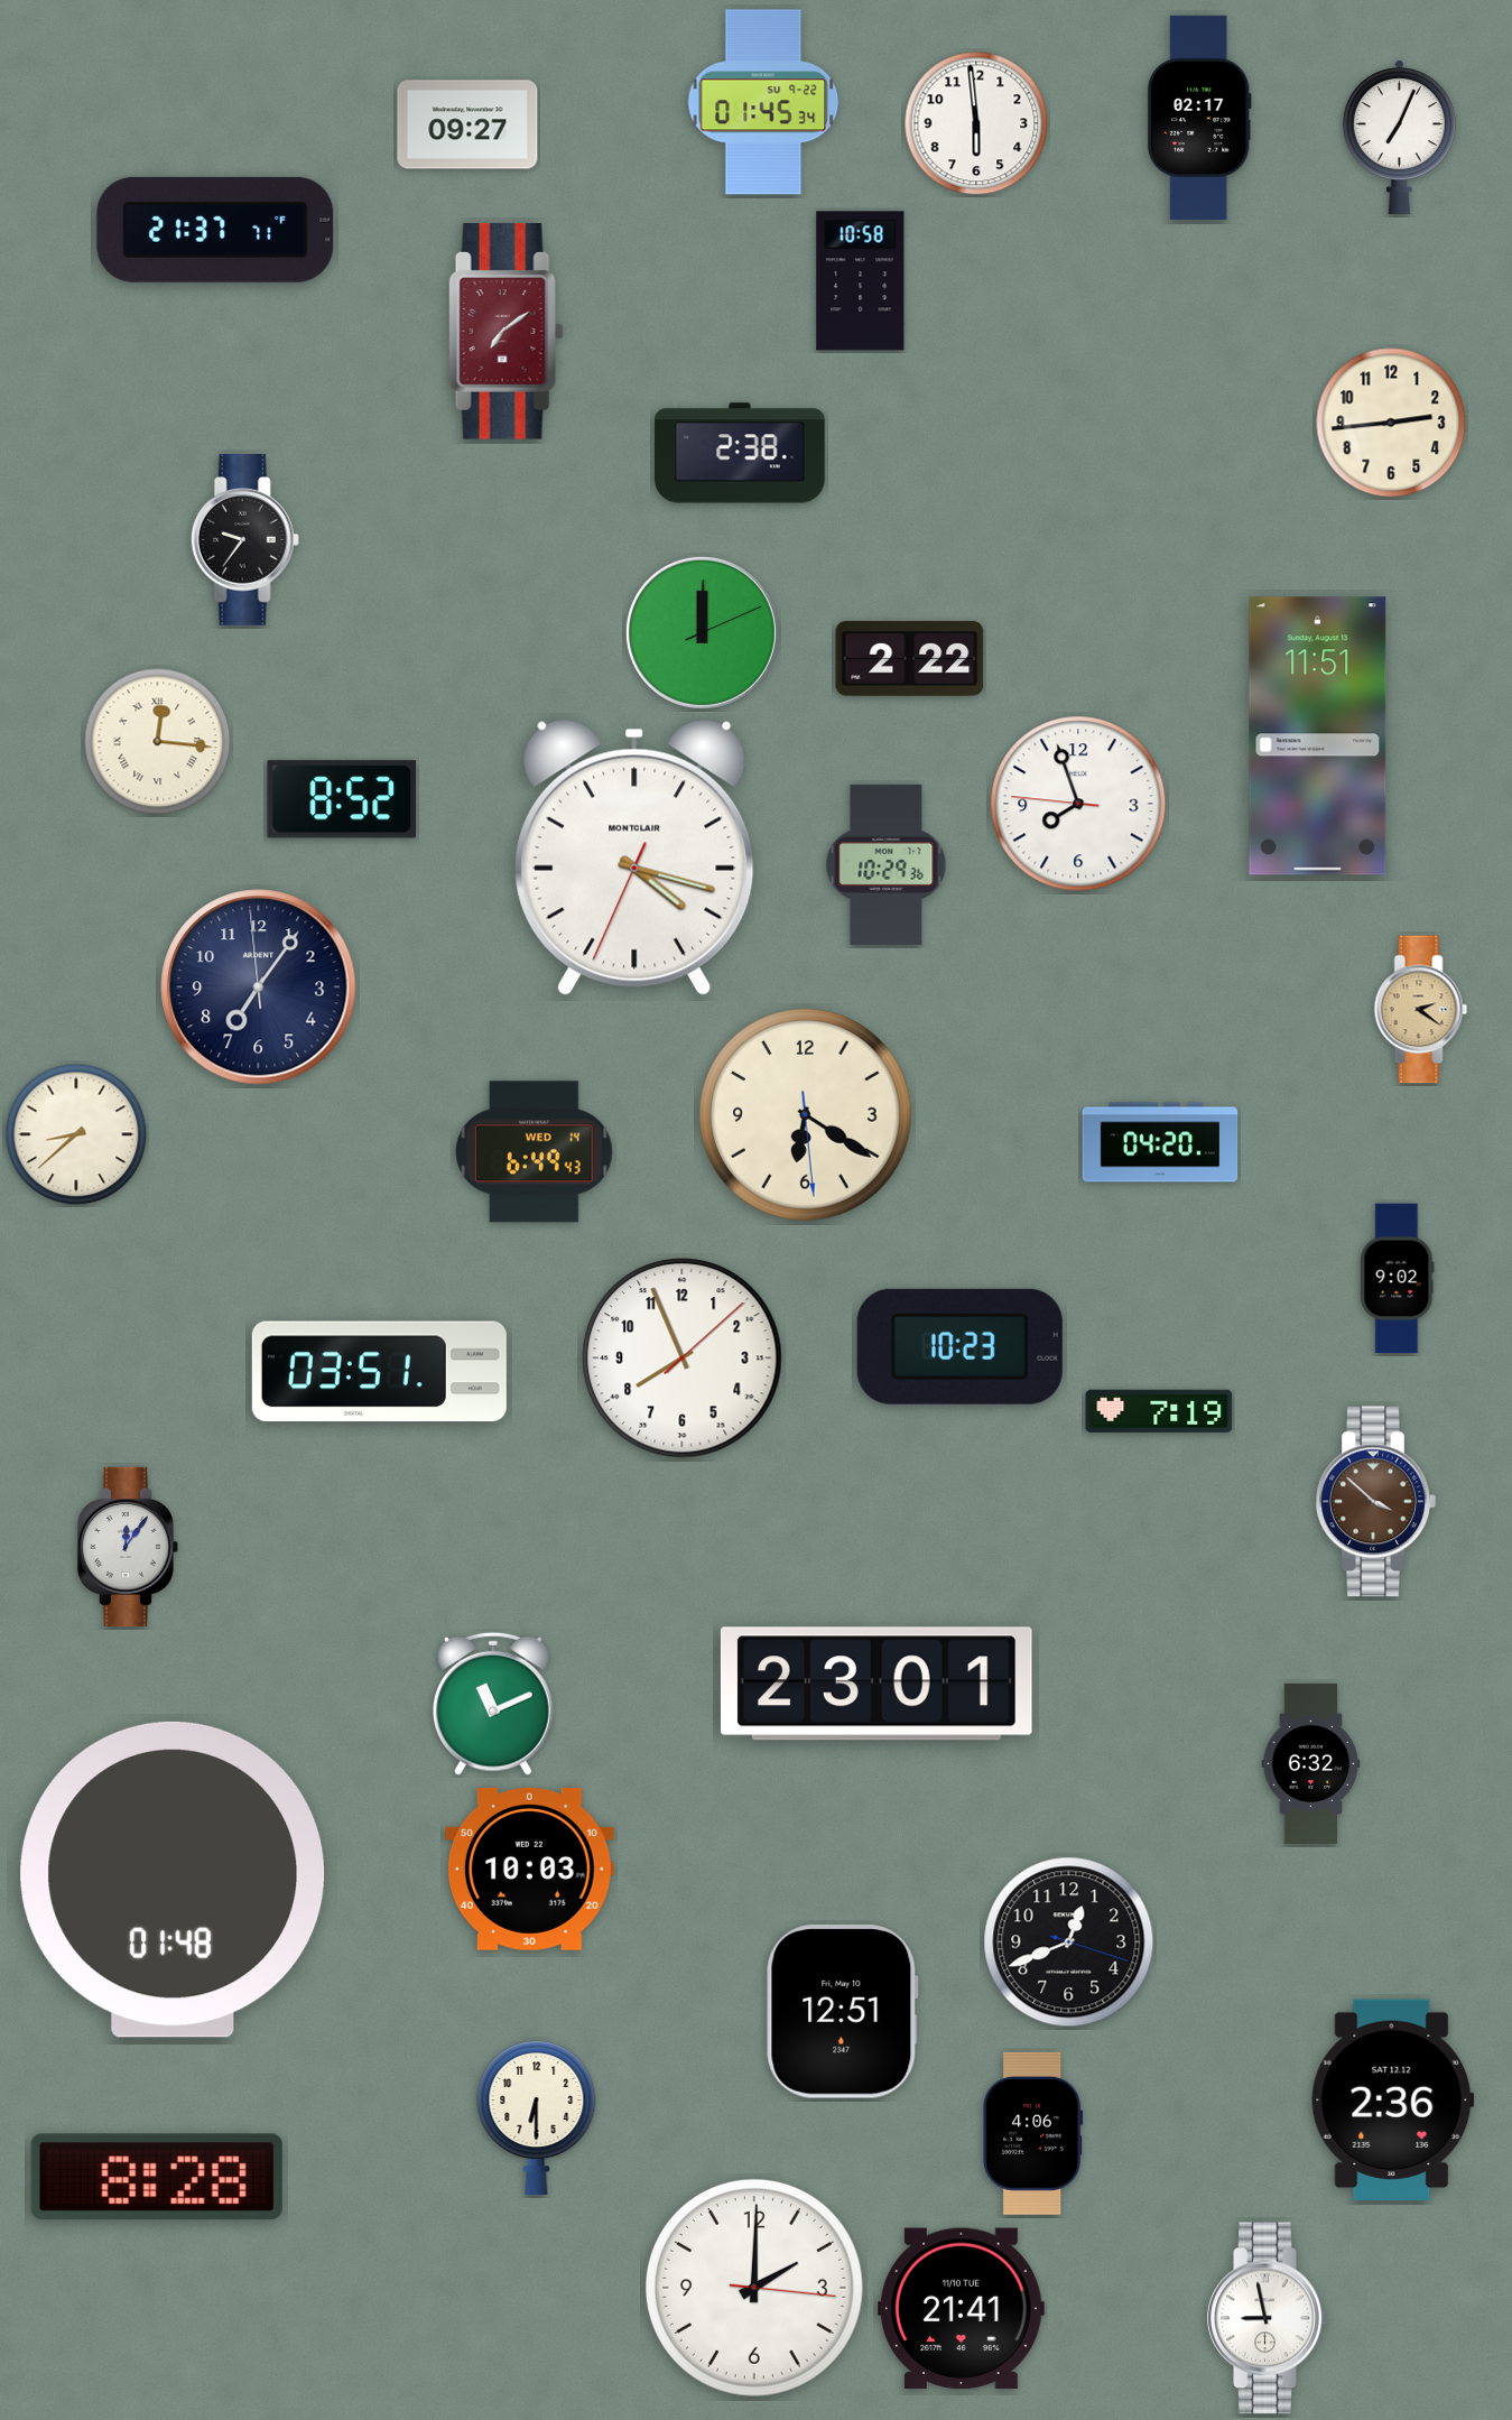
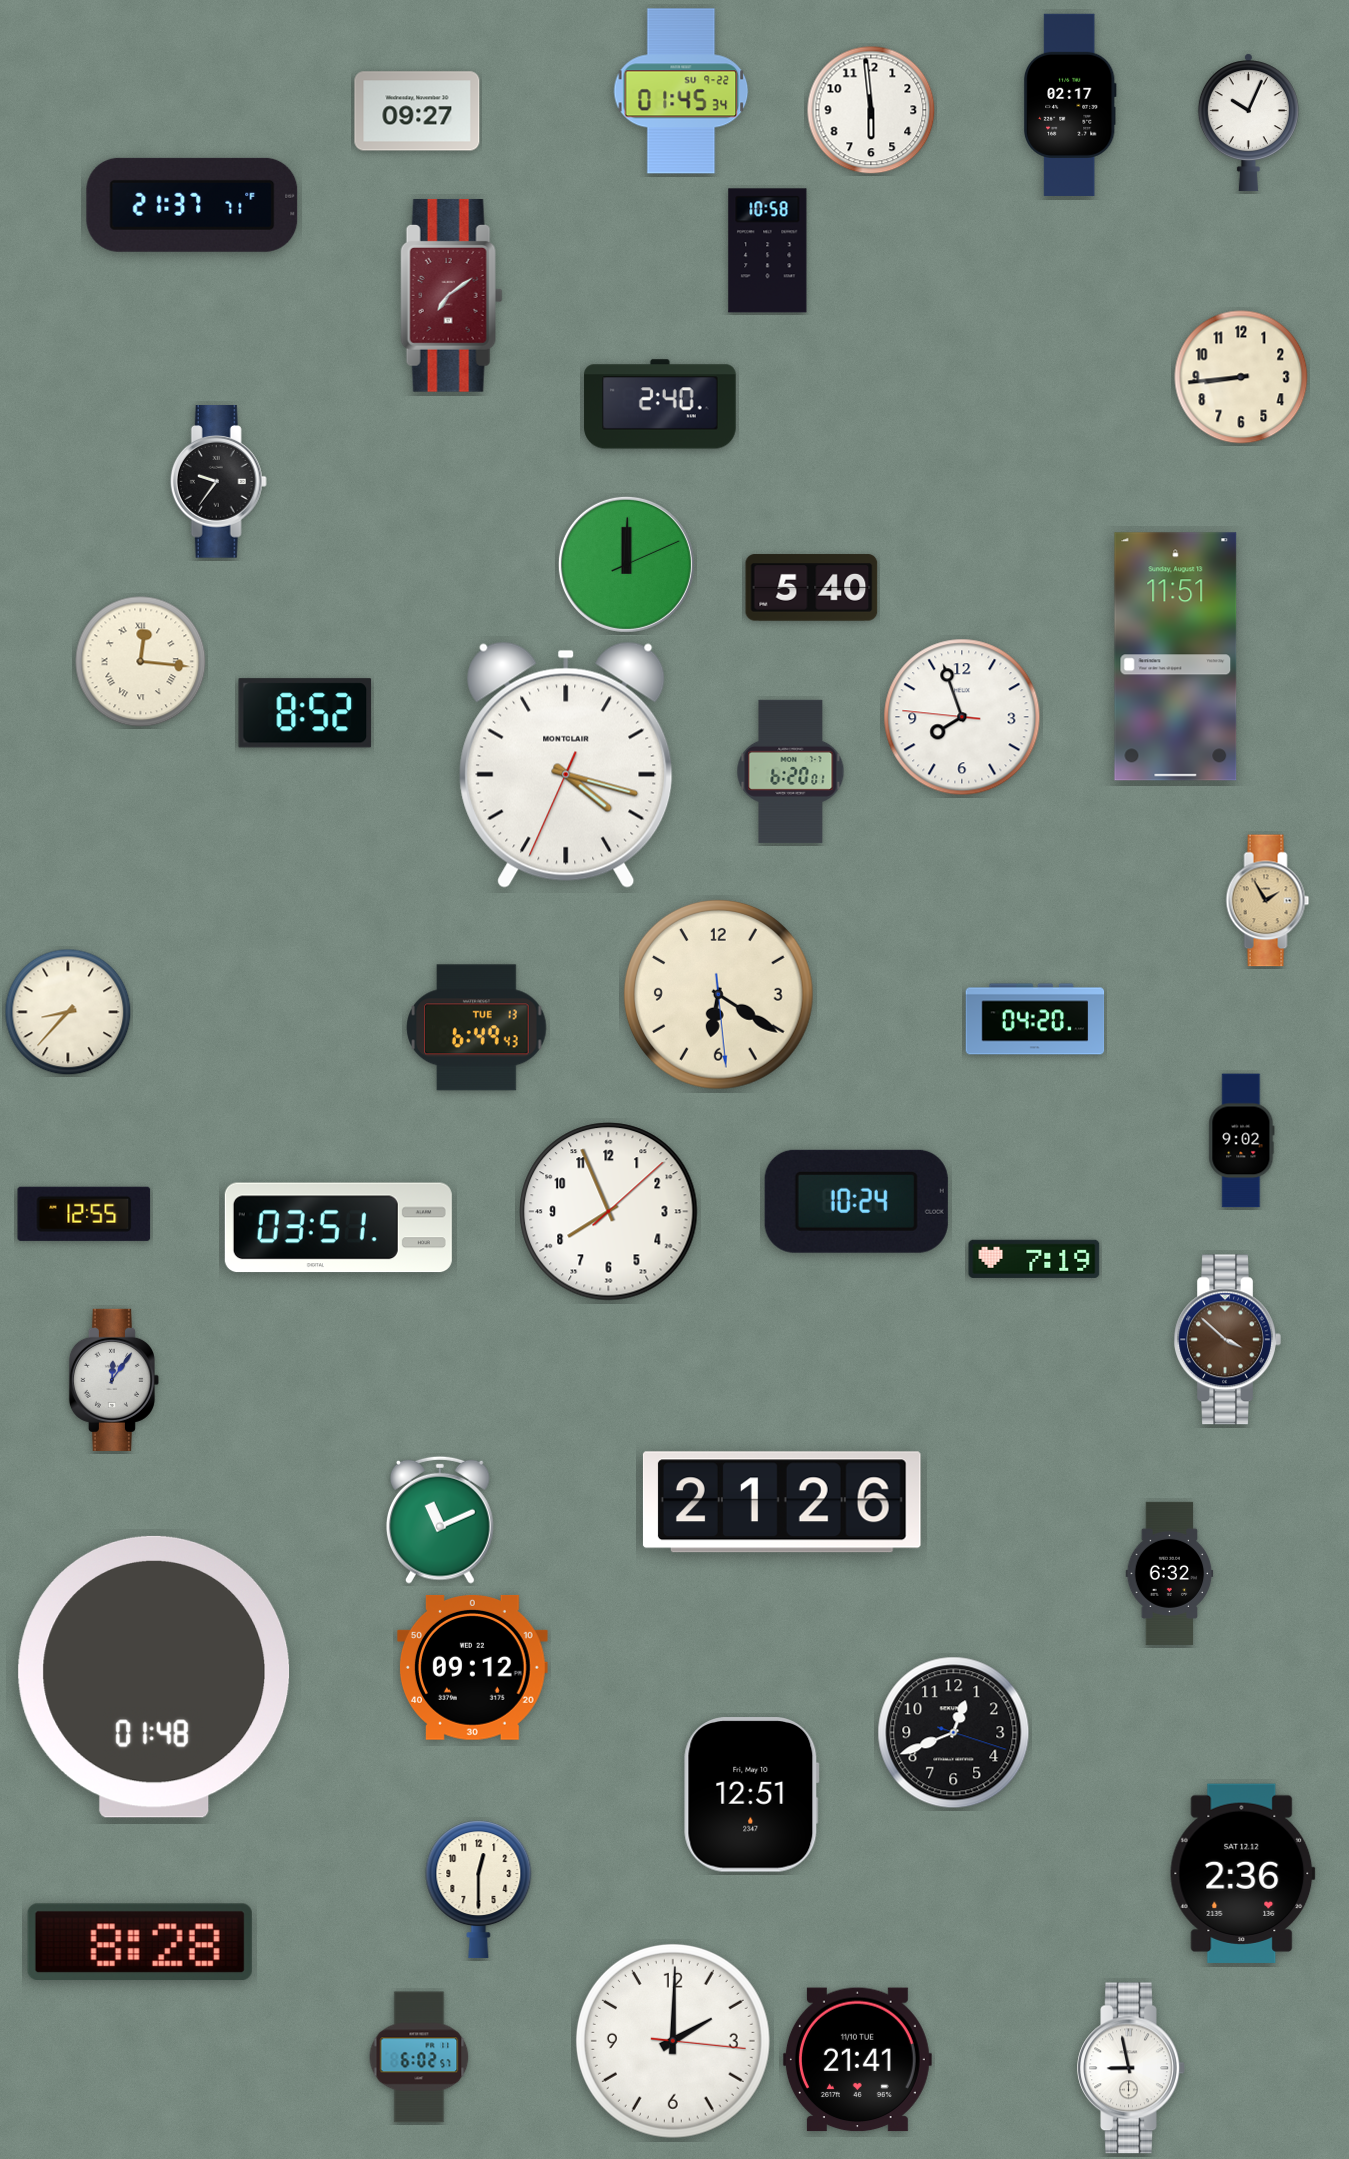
clock at (1399, 138): 7:04 -> 10:04
clock at (1391, 423): 2:44 -> 8:44
clock at (740, 453): 2:38 -> 2:40
clock at (910, 659): 2:22 -> 5:40
clock at (887, 864): 10:29 -> 6:20
clock at (259, 988): 7:05 -> none
clock at (1421, 1010): 2:21 -> 1:55
clock at (76, 1134): 8:38 -> 8:37
clock at (535, 1152) date: WED 14 -> TUE 13
clock at (1398, 1279) position: (1398, 1279) -> (1242, 1141)
clock at (959, 1346): 10:23 -> 10:24
clock at (84, 1214): none -> 12:55
clock at (379, 1372) position: (379, 1372) -> (338, 1228)
clock at (876, 1684): 23:01 -> 21:26
clock at (529, 1869): 10:03 -> 09:12
clock at (537, 2118): 6:30 -> 12:30
clock at (1033, 2133): 4:06 -> none
clock at (419, 2057): none -> 6:02
